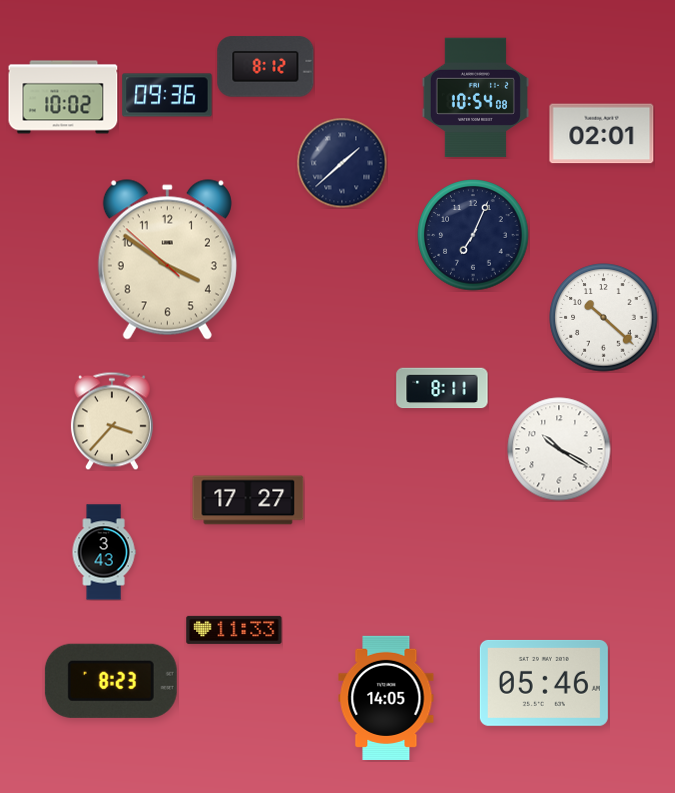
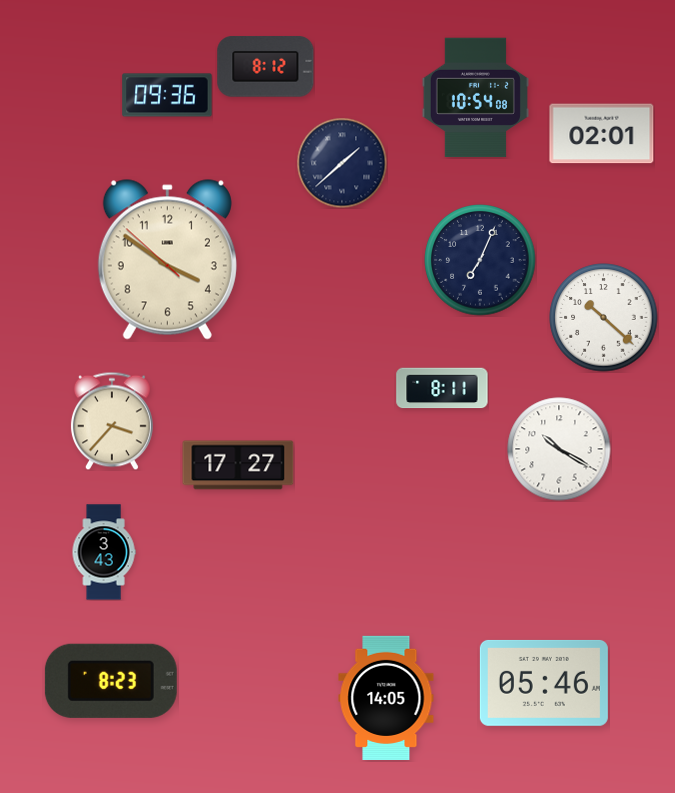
clock at (63, 97): 10:02 -> none
clock at (473, 235) position: (473, 235) -> (480, 260)
clock at (248, 500) position: (248, 500) -> (238, 465)
clock at (234, 630): 11:33 -> none
